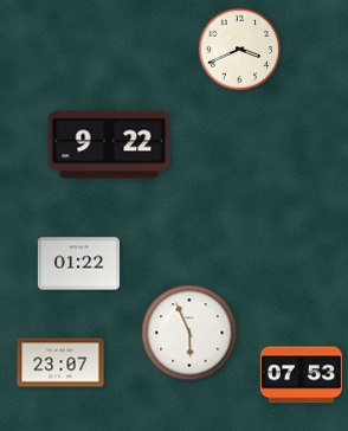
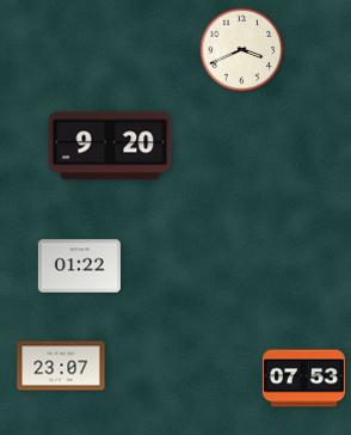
clock at (109, 144): 9:22 -> 9:20
clock at (189, 333): 5:56 -> none
